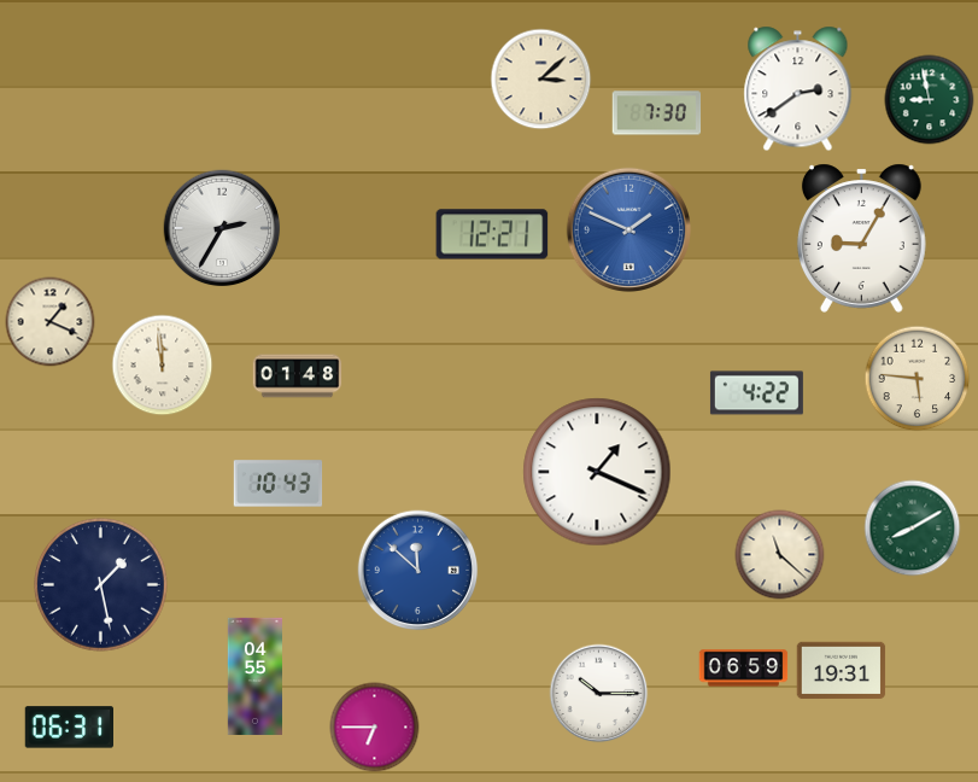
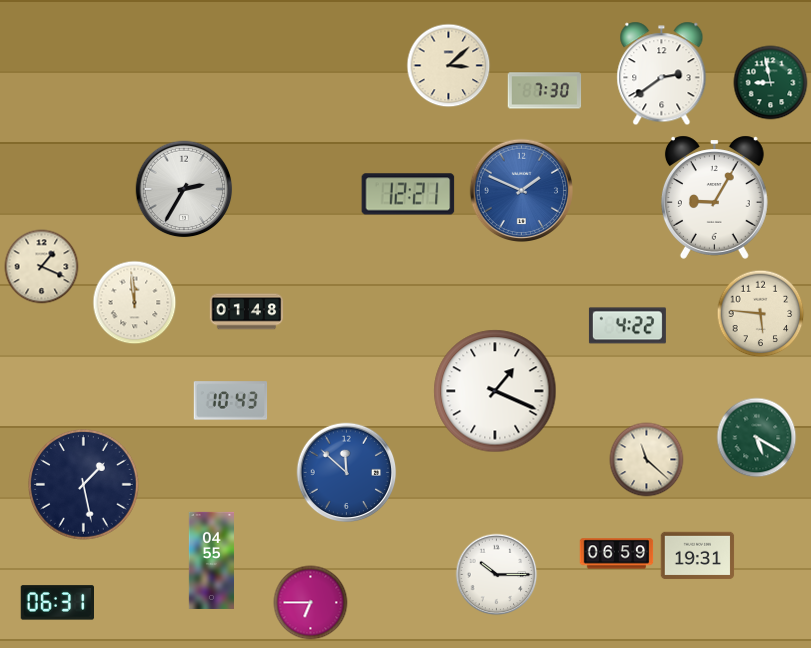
clock at (657, 113) position: (657, 113) -> (545, 91)
clock at (913, 529): 8:10 -> 5:20
